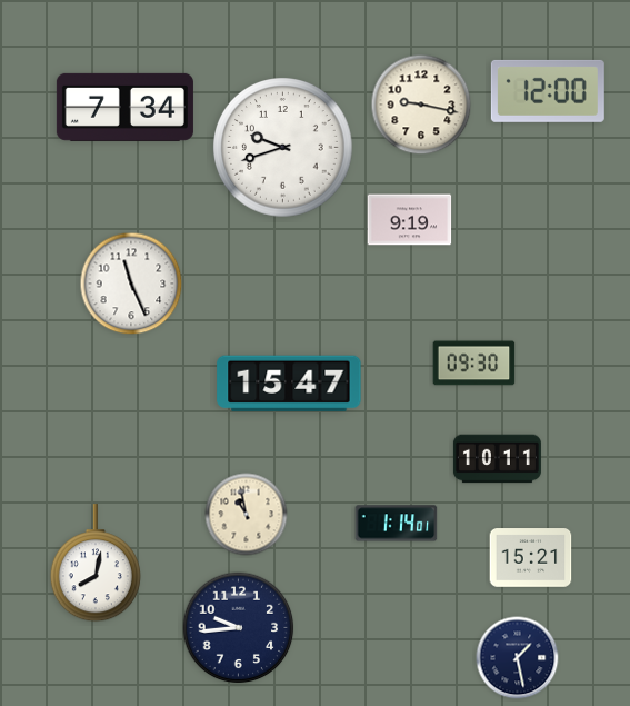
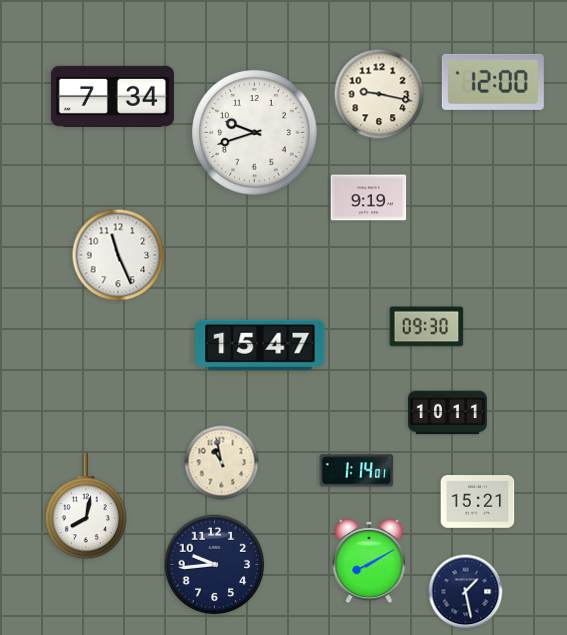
clock at (369, 561): none -> 8:10
